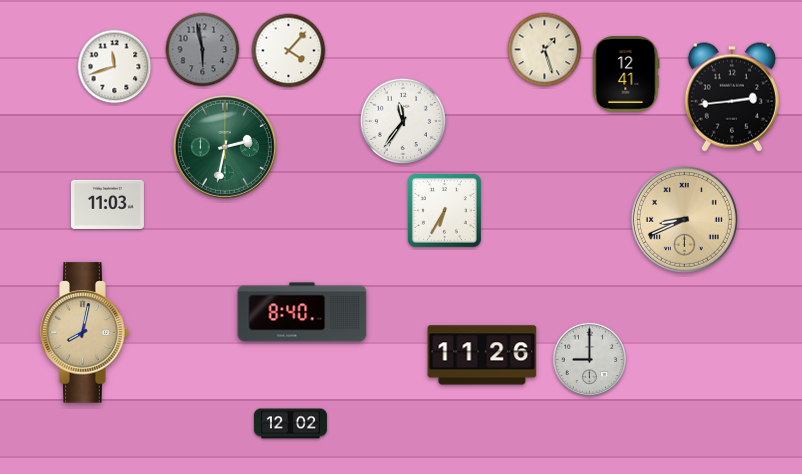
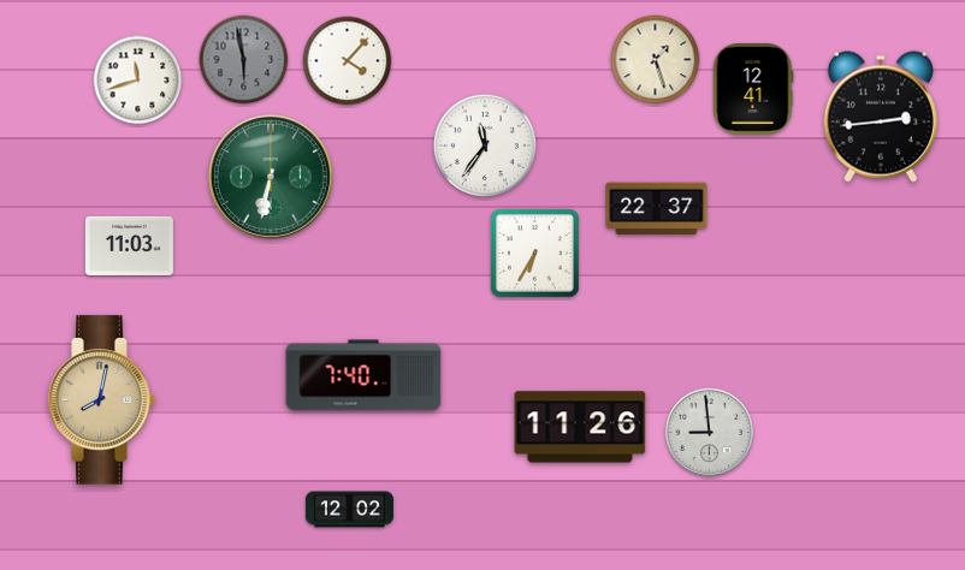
clock at (225, 147): 2:32 -> 6:32
clock at (657, 209): none -> 22:37
clock at (684, 219): 8:41 -> none
clock at (302, 312): 8:40 -> 7:40
clock at (589, 359): 9:00 -> 8:59
